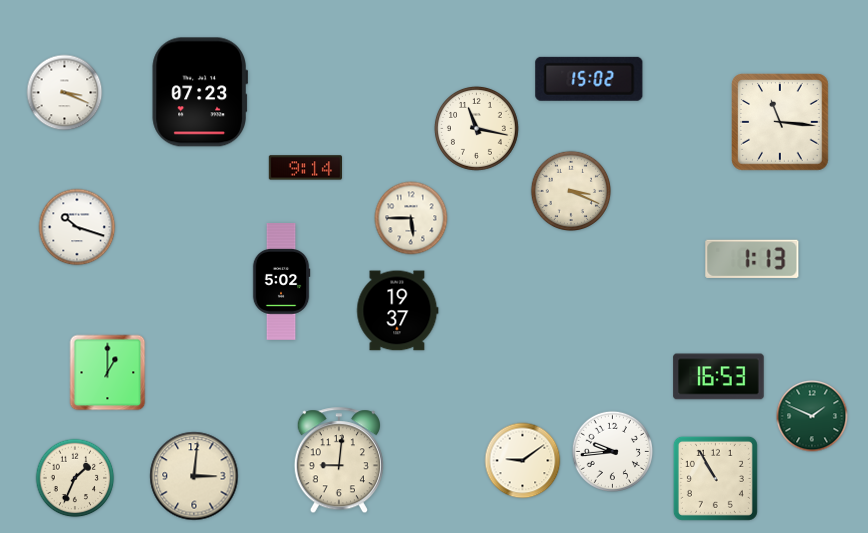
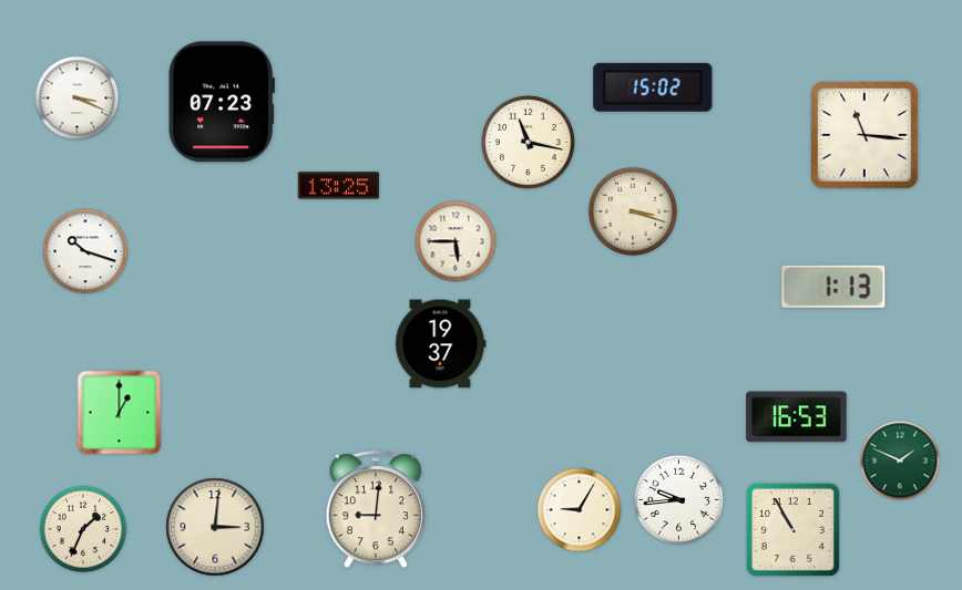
clock at (65, 93) position: (65, 93) -> (78, 99)
clock at (305, 168): 9:14 -> 13:25
clock at (571, 191): 3:19 -> 3:18
clock at (281, 282): 5:02 -> none
clock at (523, 461): 9:09 -> 9:05
